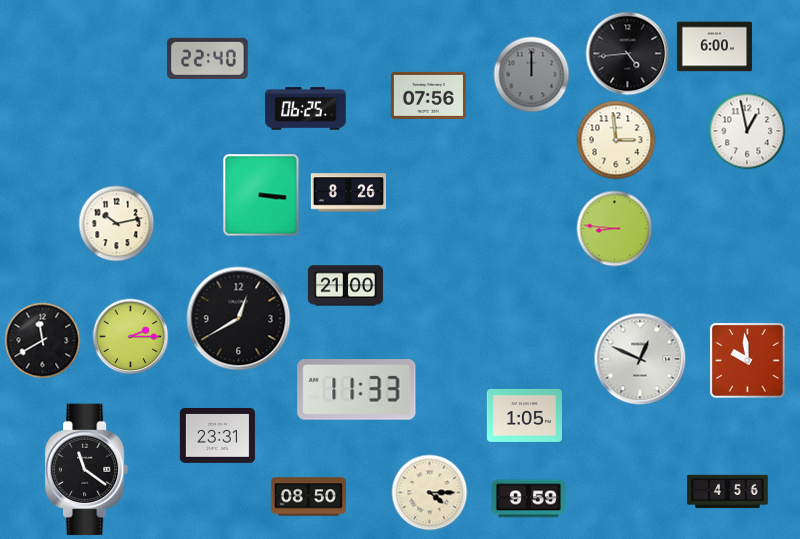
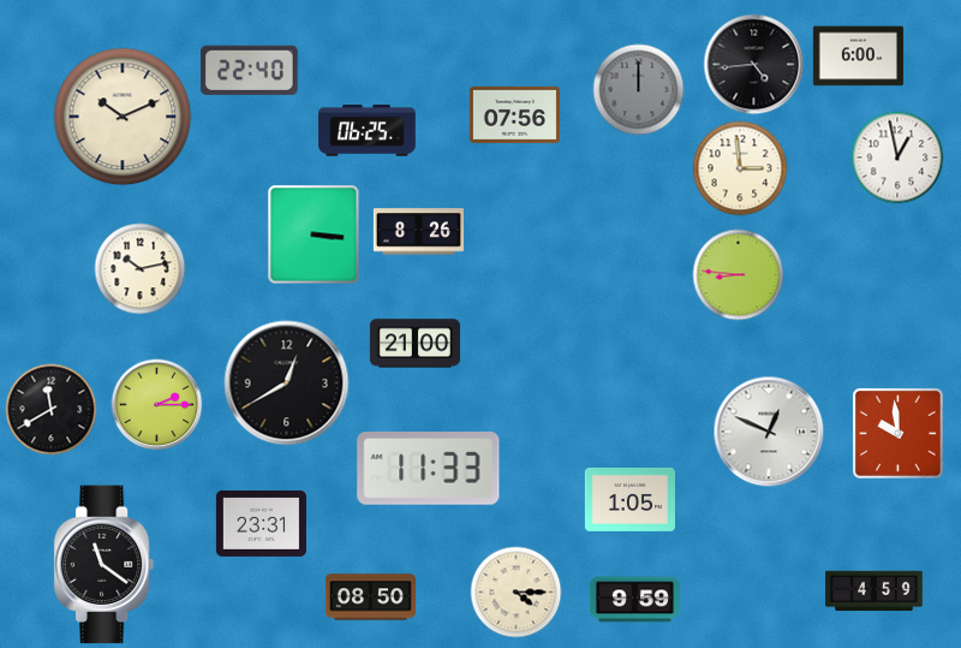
clock at (123, 117): none -> 10:11
clock at (728, 492): 4:56 -> 4:59
